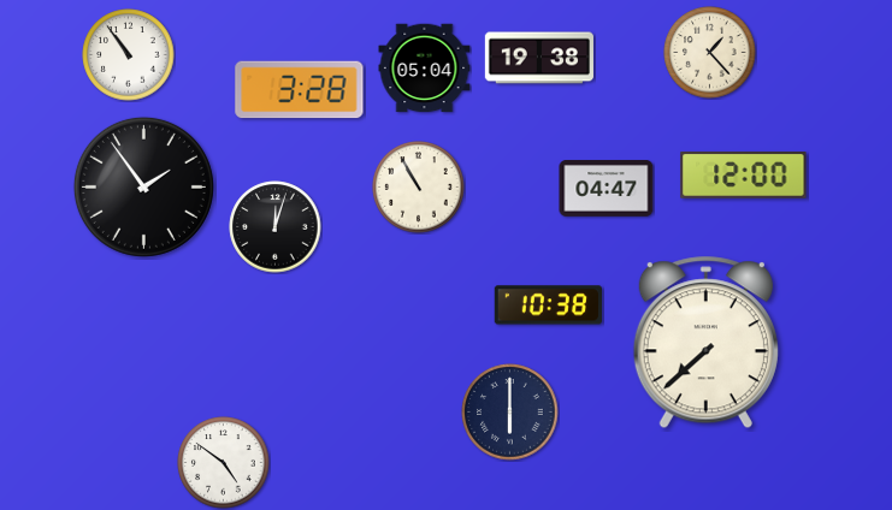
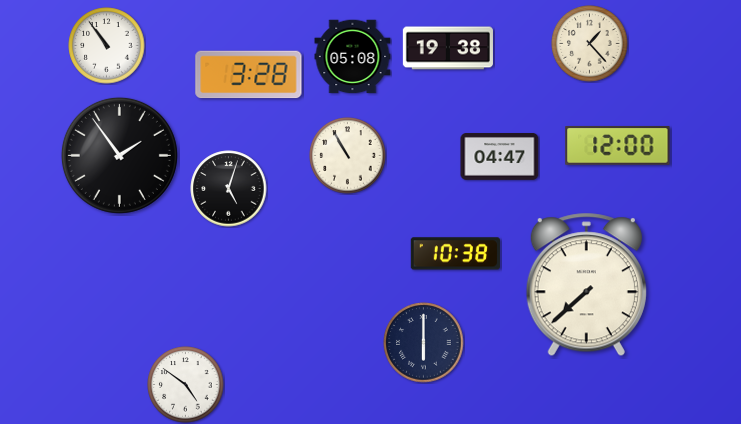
clock at (425, 69): 05:04 -> 05:08
clock at (607, 189) position: (607, 189) -> (500, 157)
clock at (276, 227): 12:03 -> 5:03
